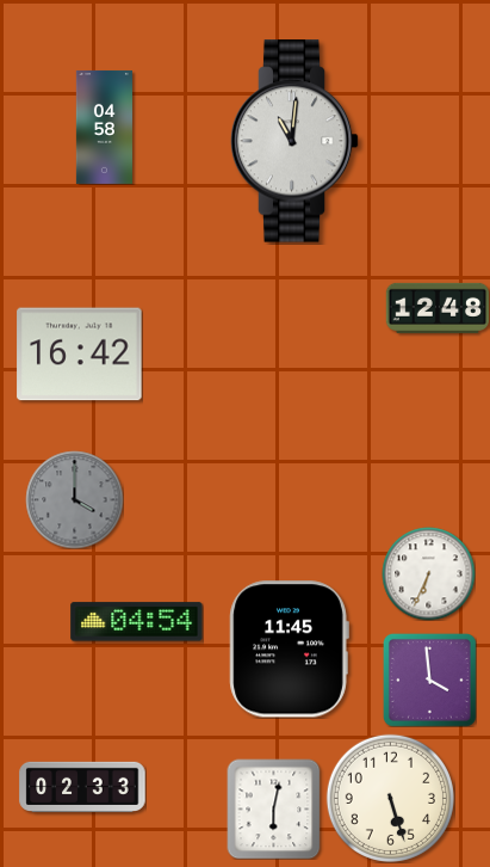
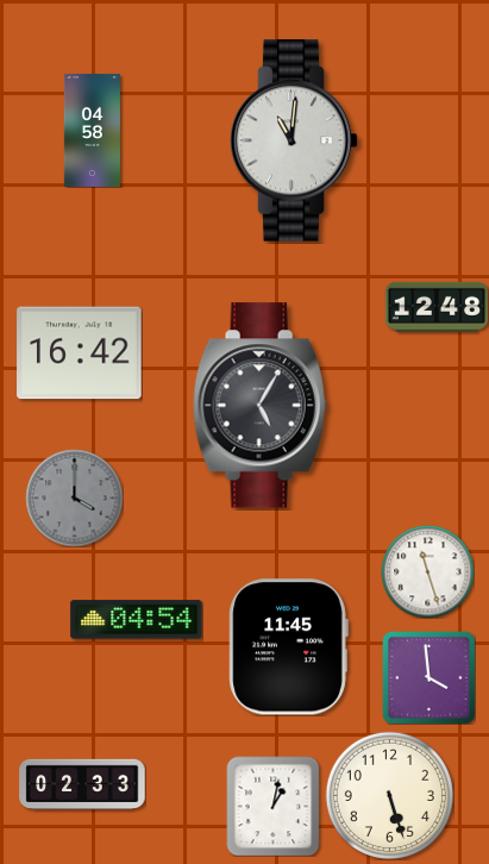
clock at (104, 127) position: (104, 127) -> (92, 130)
clock at (259, 406): none -> 5:05
clock at (428, 573): 6:34 -> 11:27
clock at (274, 808): 6:02 -> 1:02
